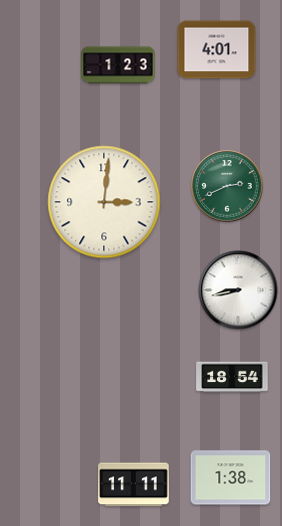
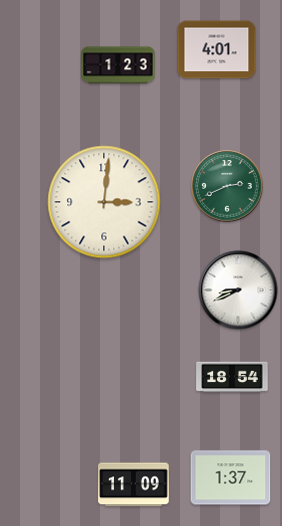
clock at (238, 290): 8:43 -> 8:41
clock at (231, 478): 1:38 -> 1:37
clock at (134, 485): 11:11 -> 11:09
